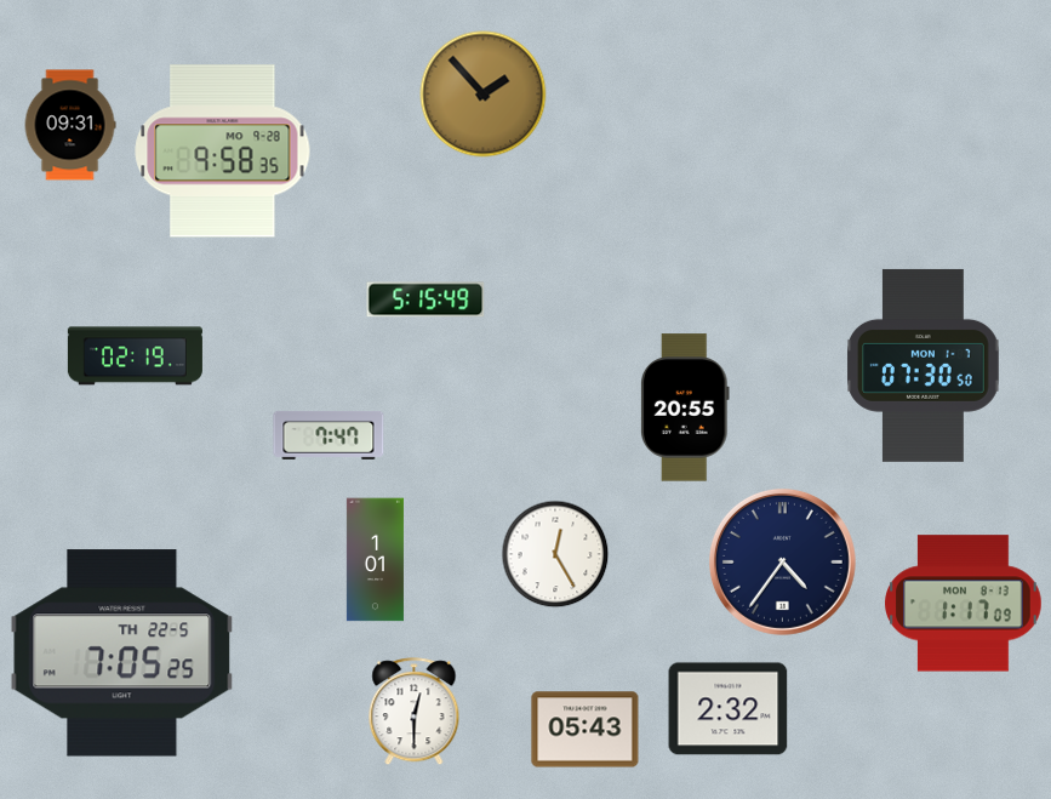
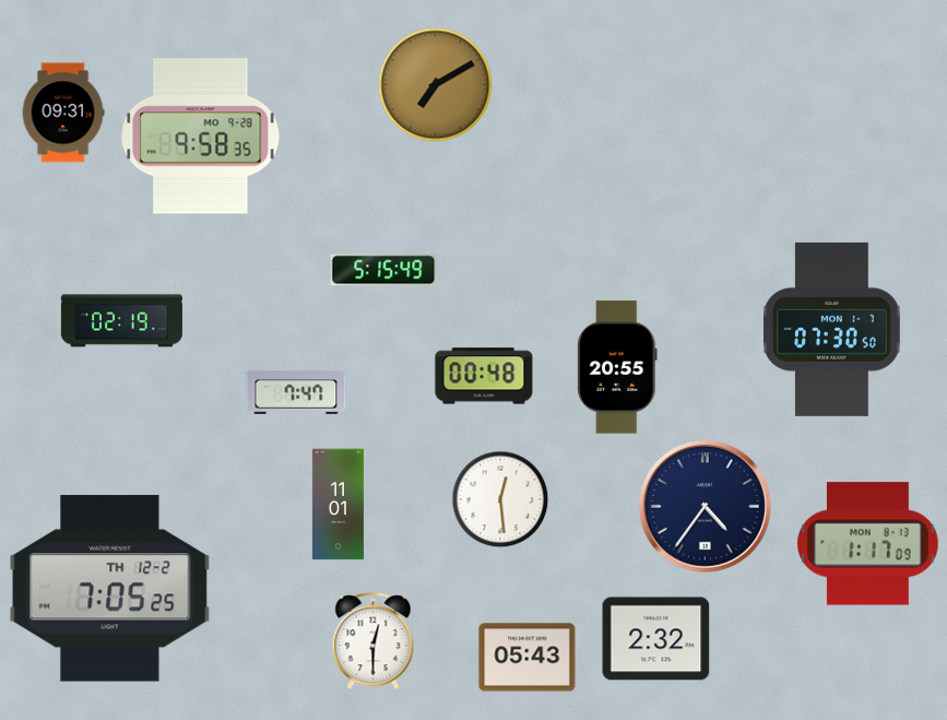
clock at (484, 95): 1:53 -> 7:10
clock at (484, 376): none -> 00:48
clock at (555, 554): 12:25 -> 12:29
clock at (375, 560): 1:01 -> 11:01
clock at (122, 654) date: TH 22-5 -> TH 12-2
